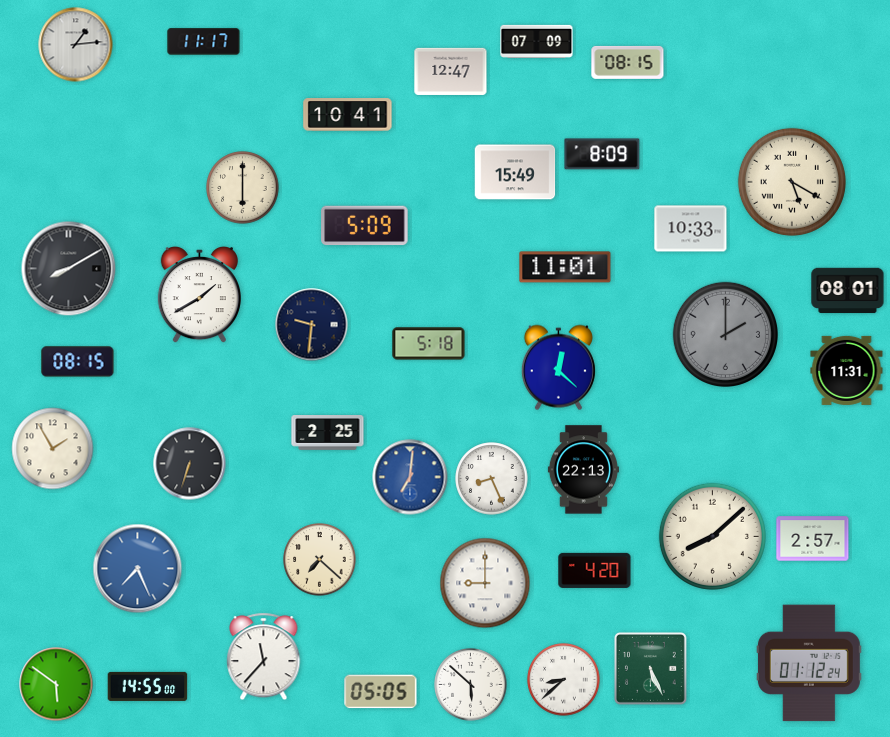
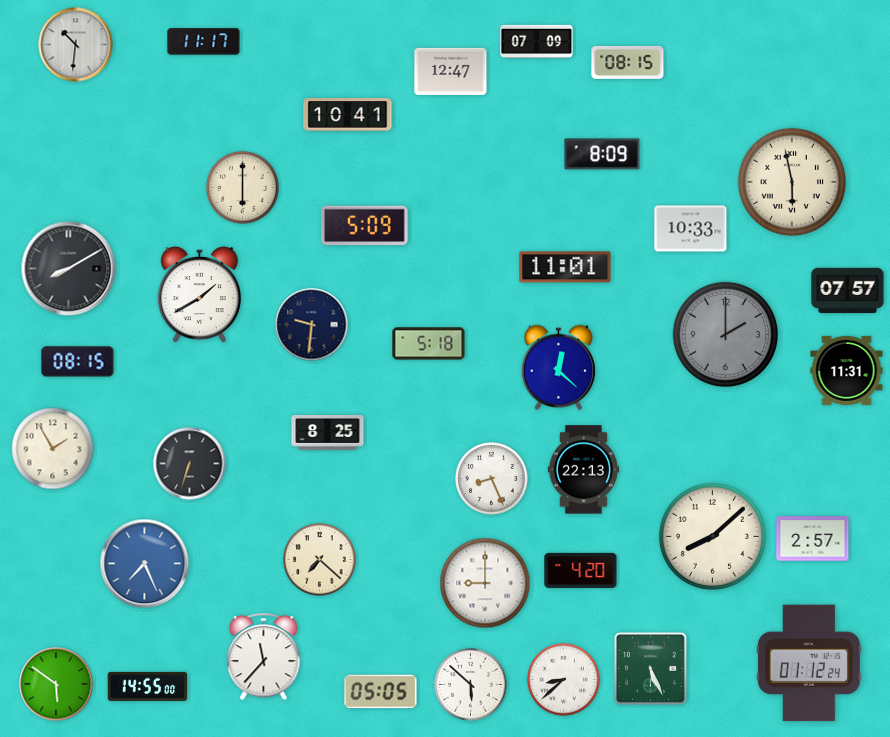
clock at (76, 45): 1:14 -> 10:31
clock at (515, 172): 15:49 -> none
clock at (792, 182): 5:20 -> 5:58
clock at (848, 291): 08:01 -> 07:57
clock at (328, 433): 2:25 -> 8:25
clock at (410, 477): 7:01 -> none
clock at (138, 569) position: (138, 569) -> (145, 564)
clock at (595, 570) position: (595, 570) -> (581, 570)
